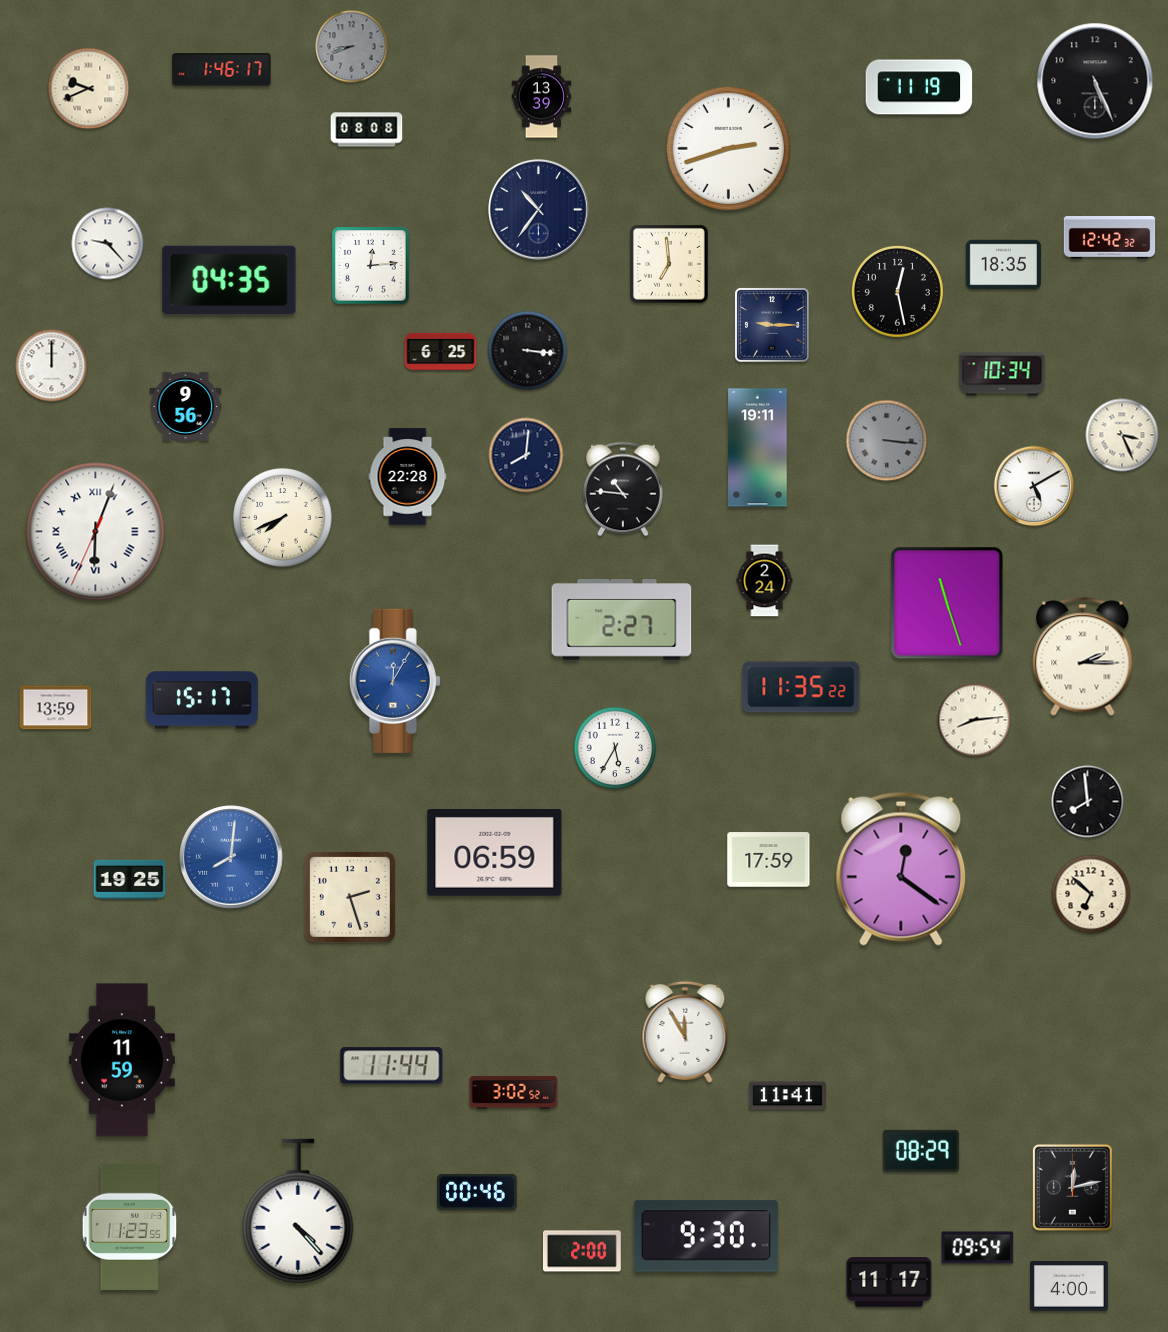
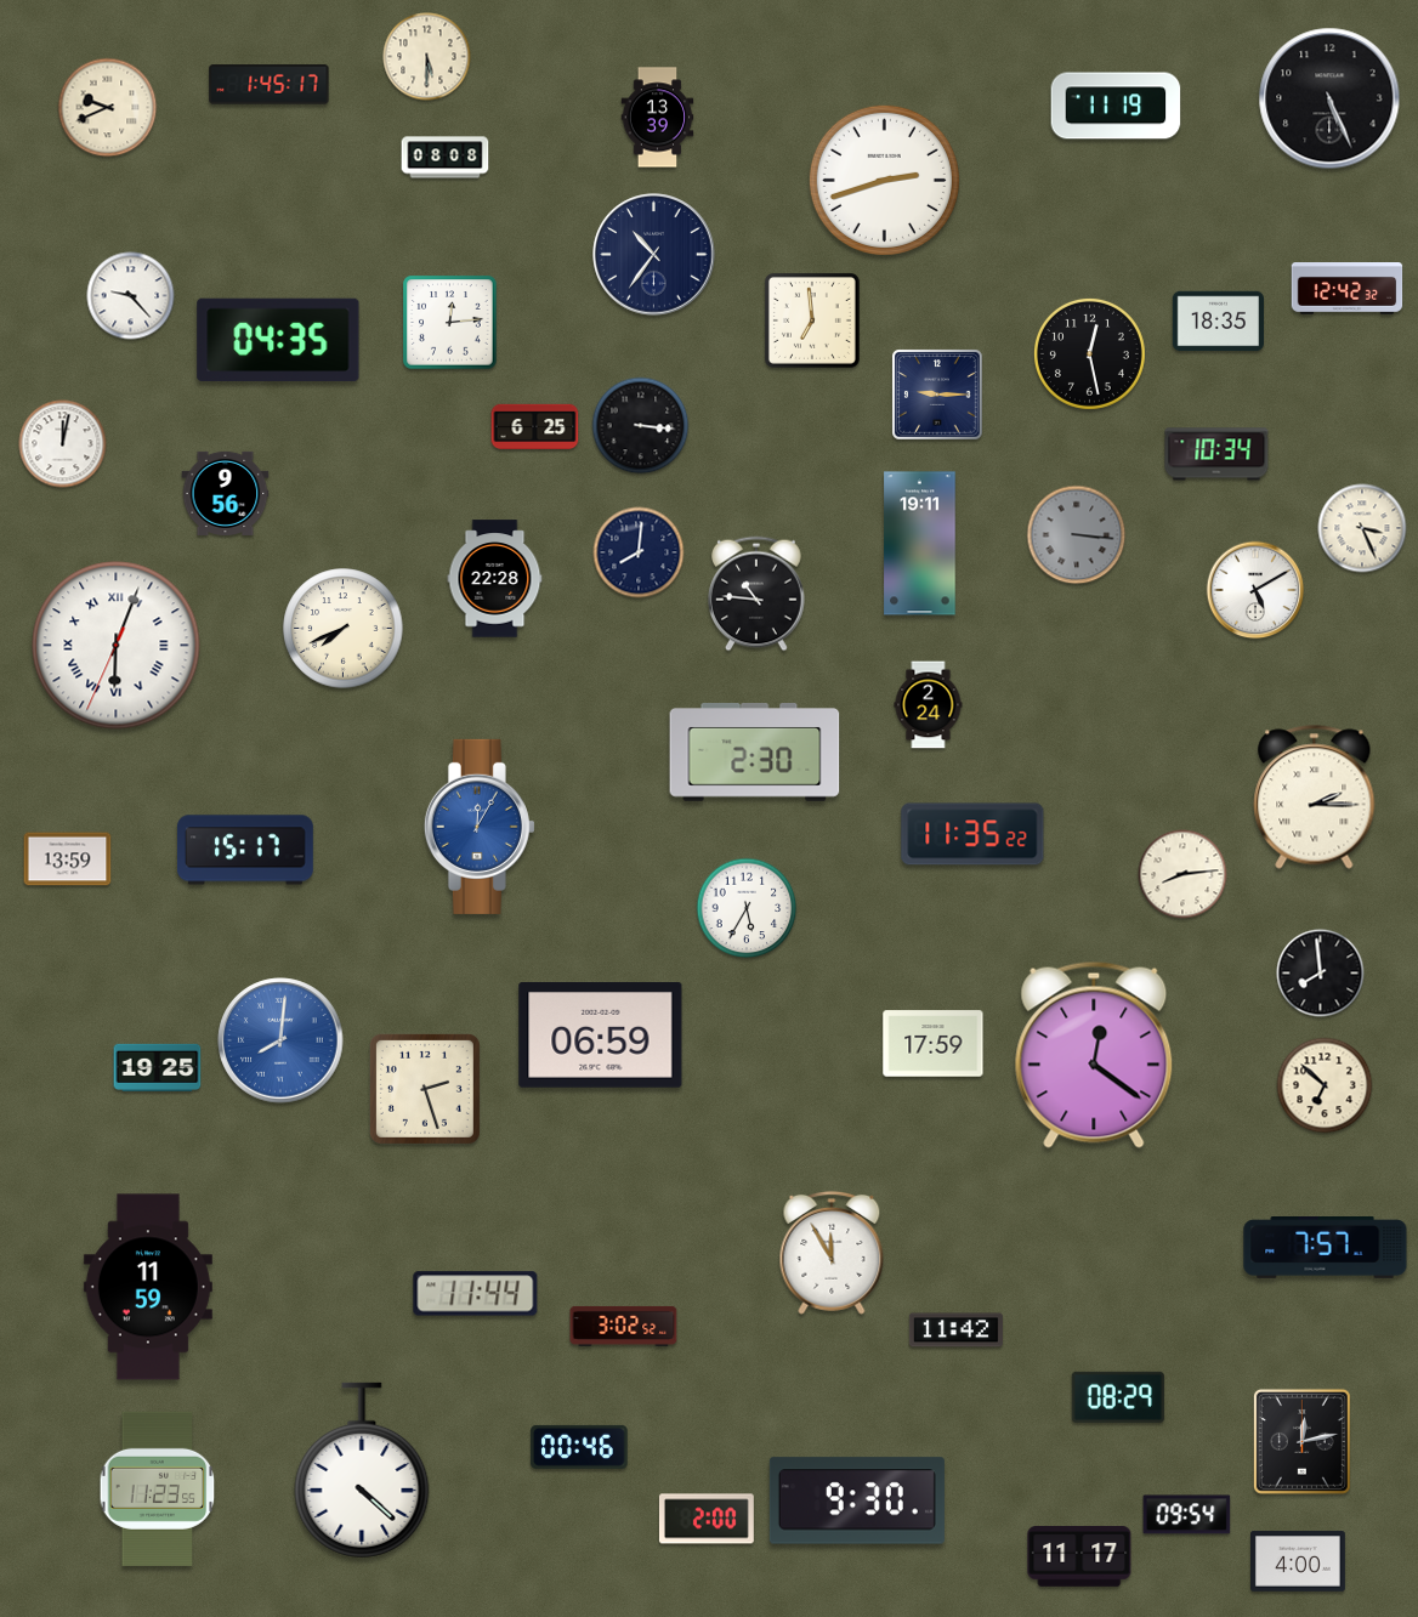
clock at (352, 47): 8:42 -> 5:30
clock at (352, 47) dial: grey -> cream
clock at (222, 70): 1:46 -> 1:45
clock at (52, 366): 12:00 -> 12:02
clock at (947, 603): 11:27 -> none
clock at (622, 620): 2:27 -> 2:30
clock at (1326, 1248): none -> 7:57
clock at (787, 1096): 11:41 -> 11:42
clock at (298, 1211): 4:23 -> 4:22
